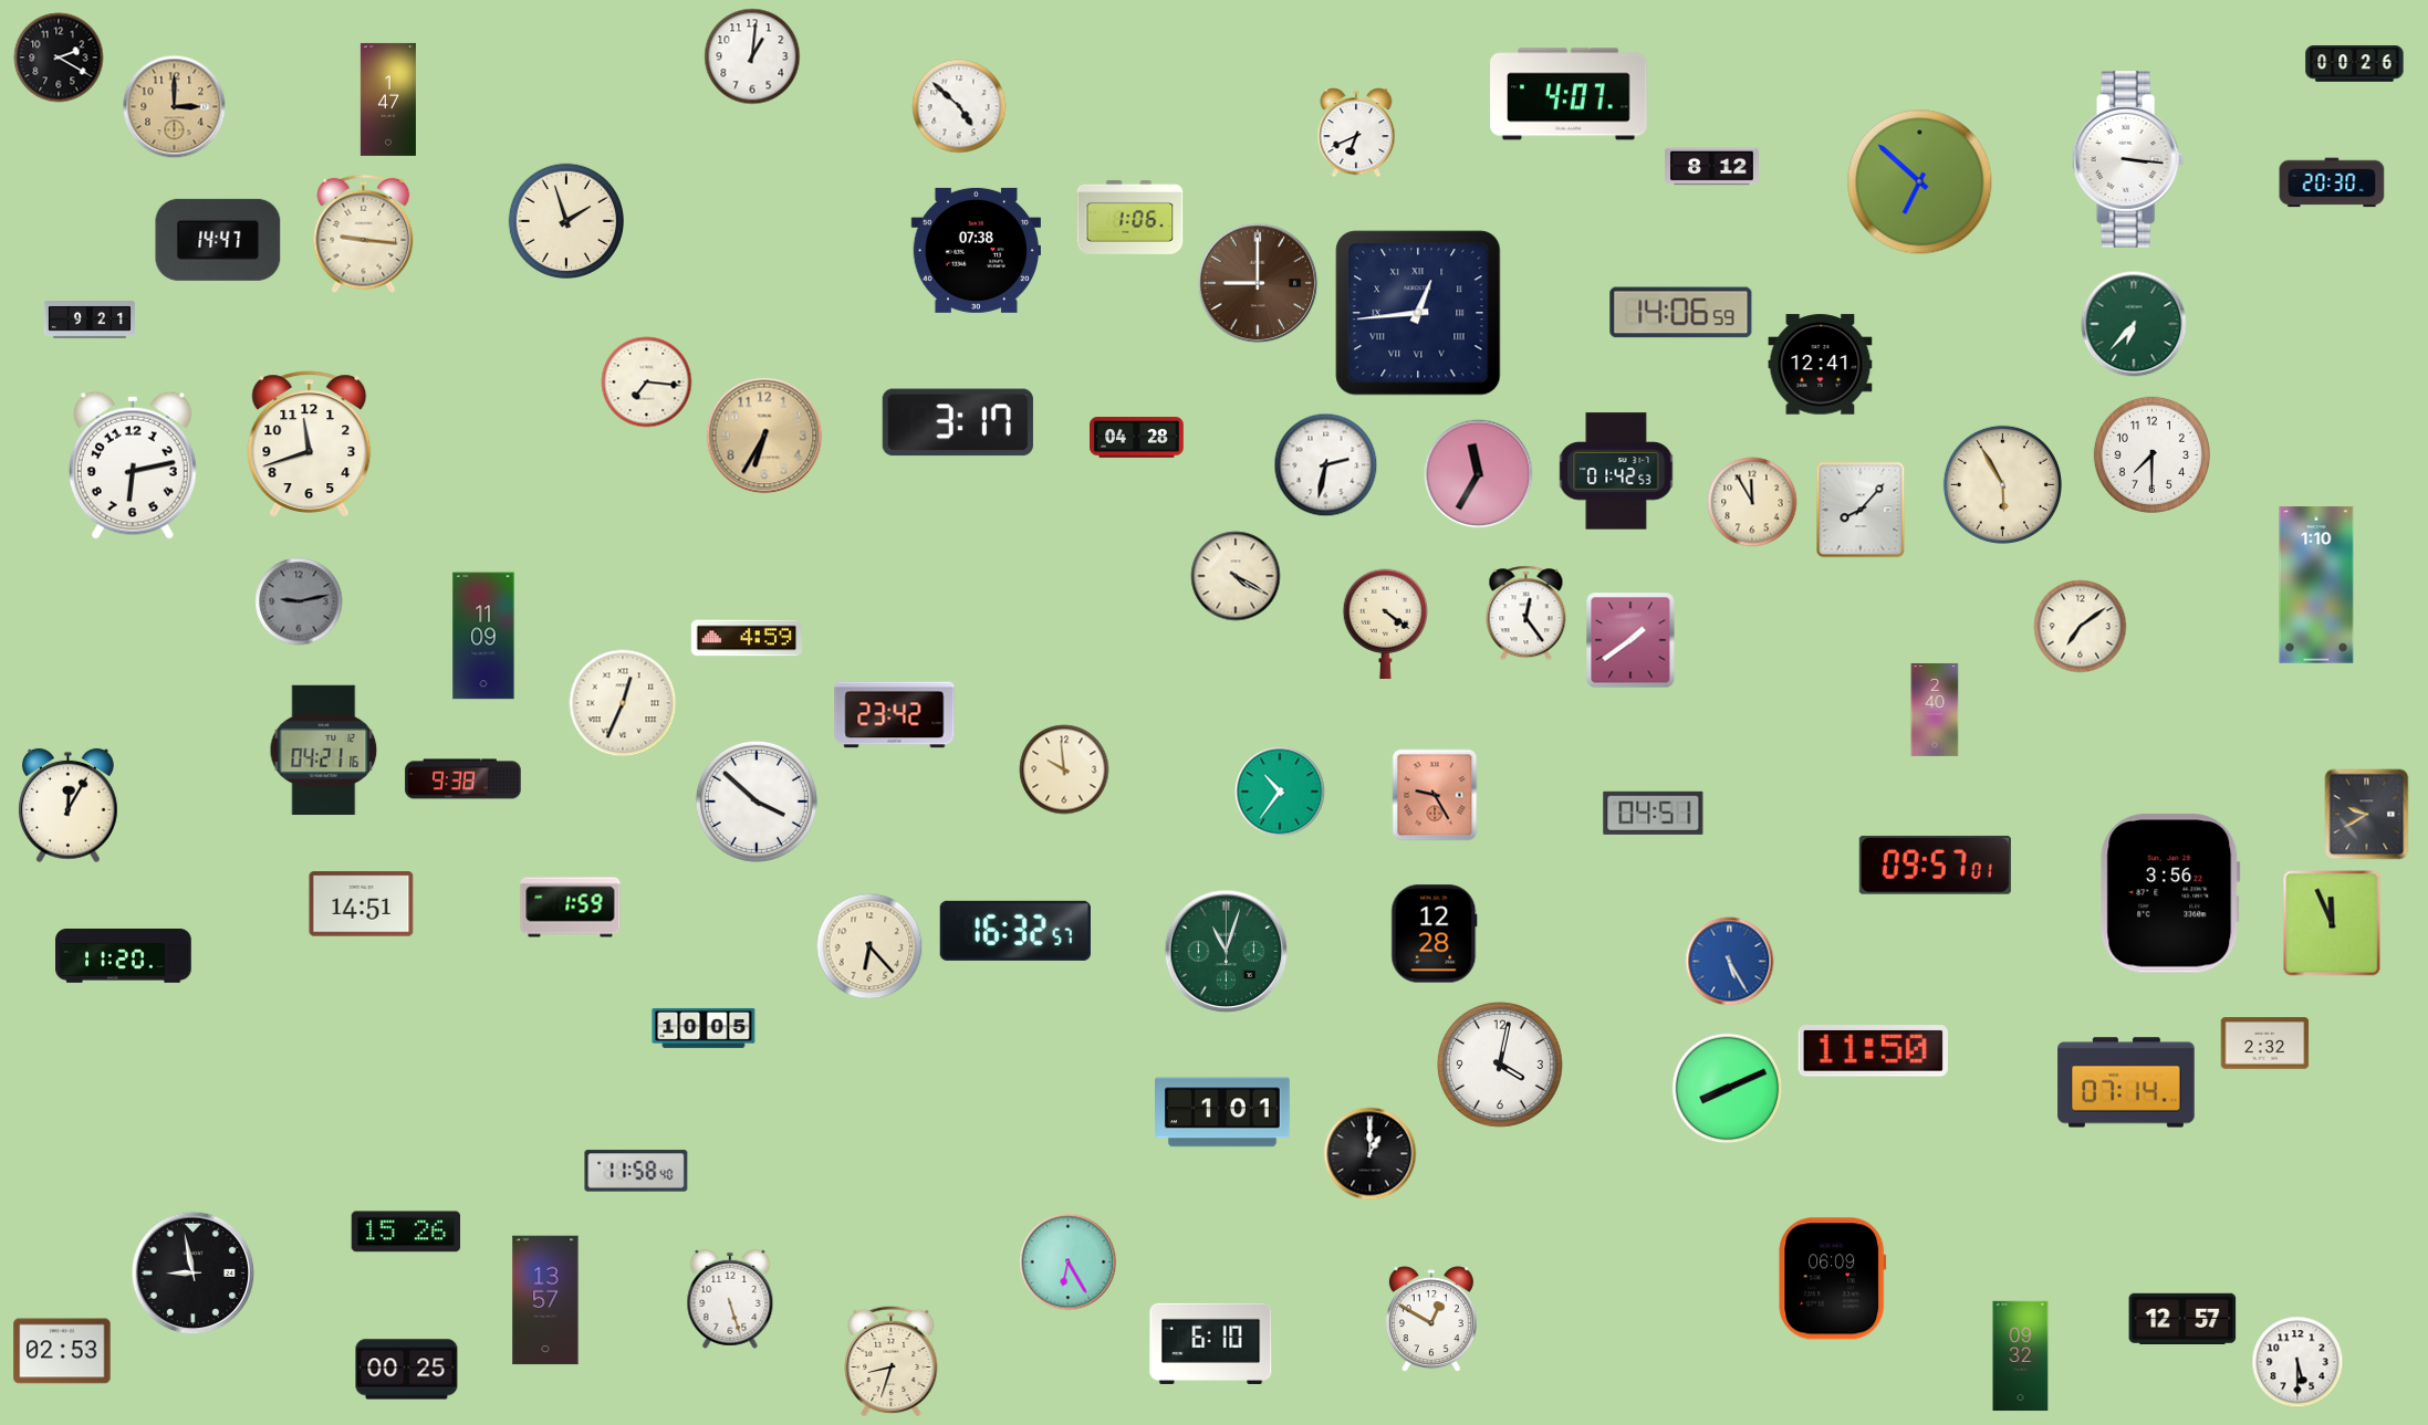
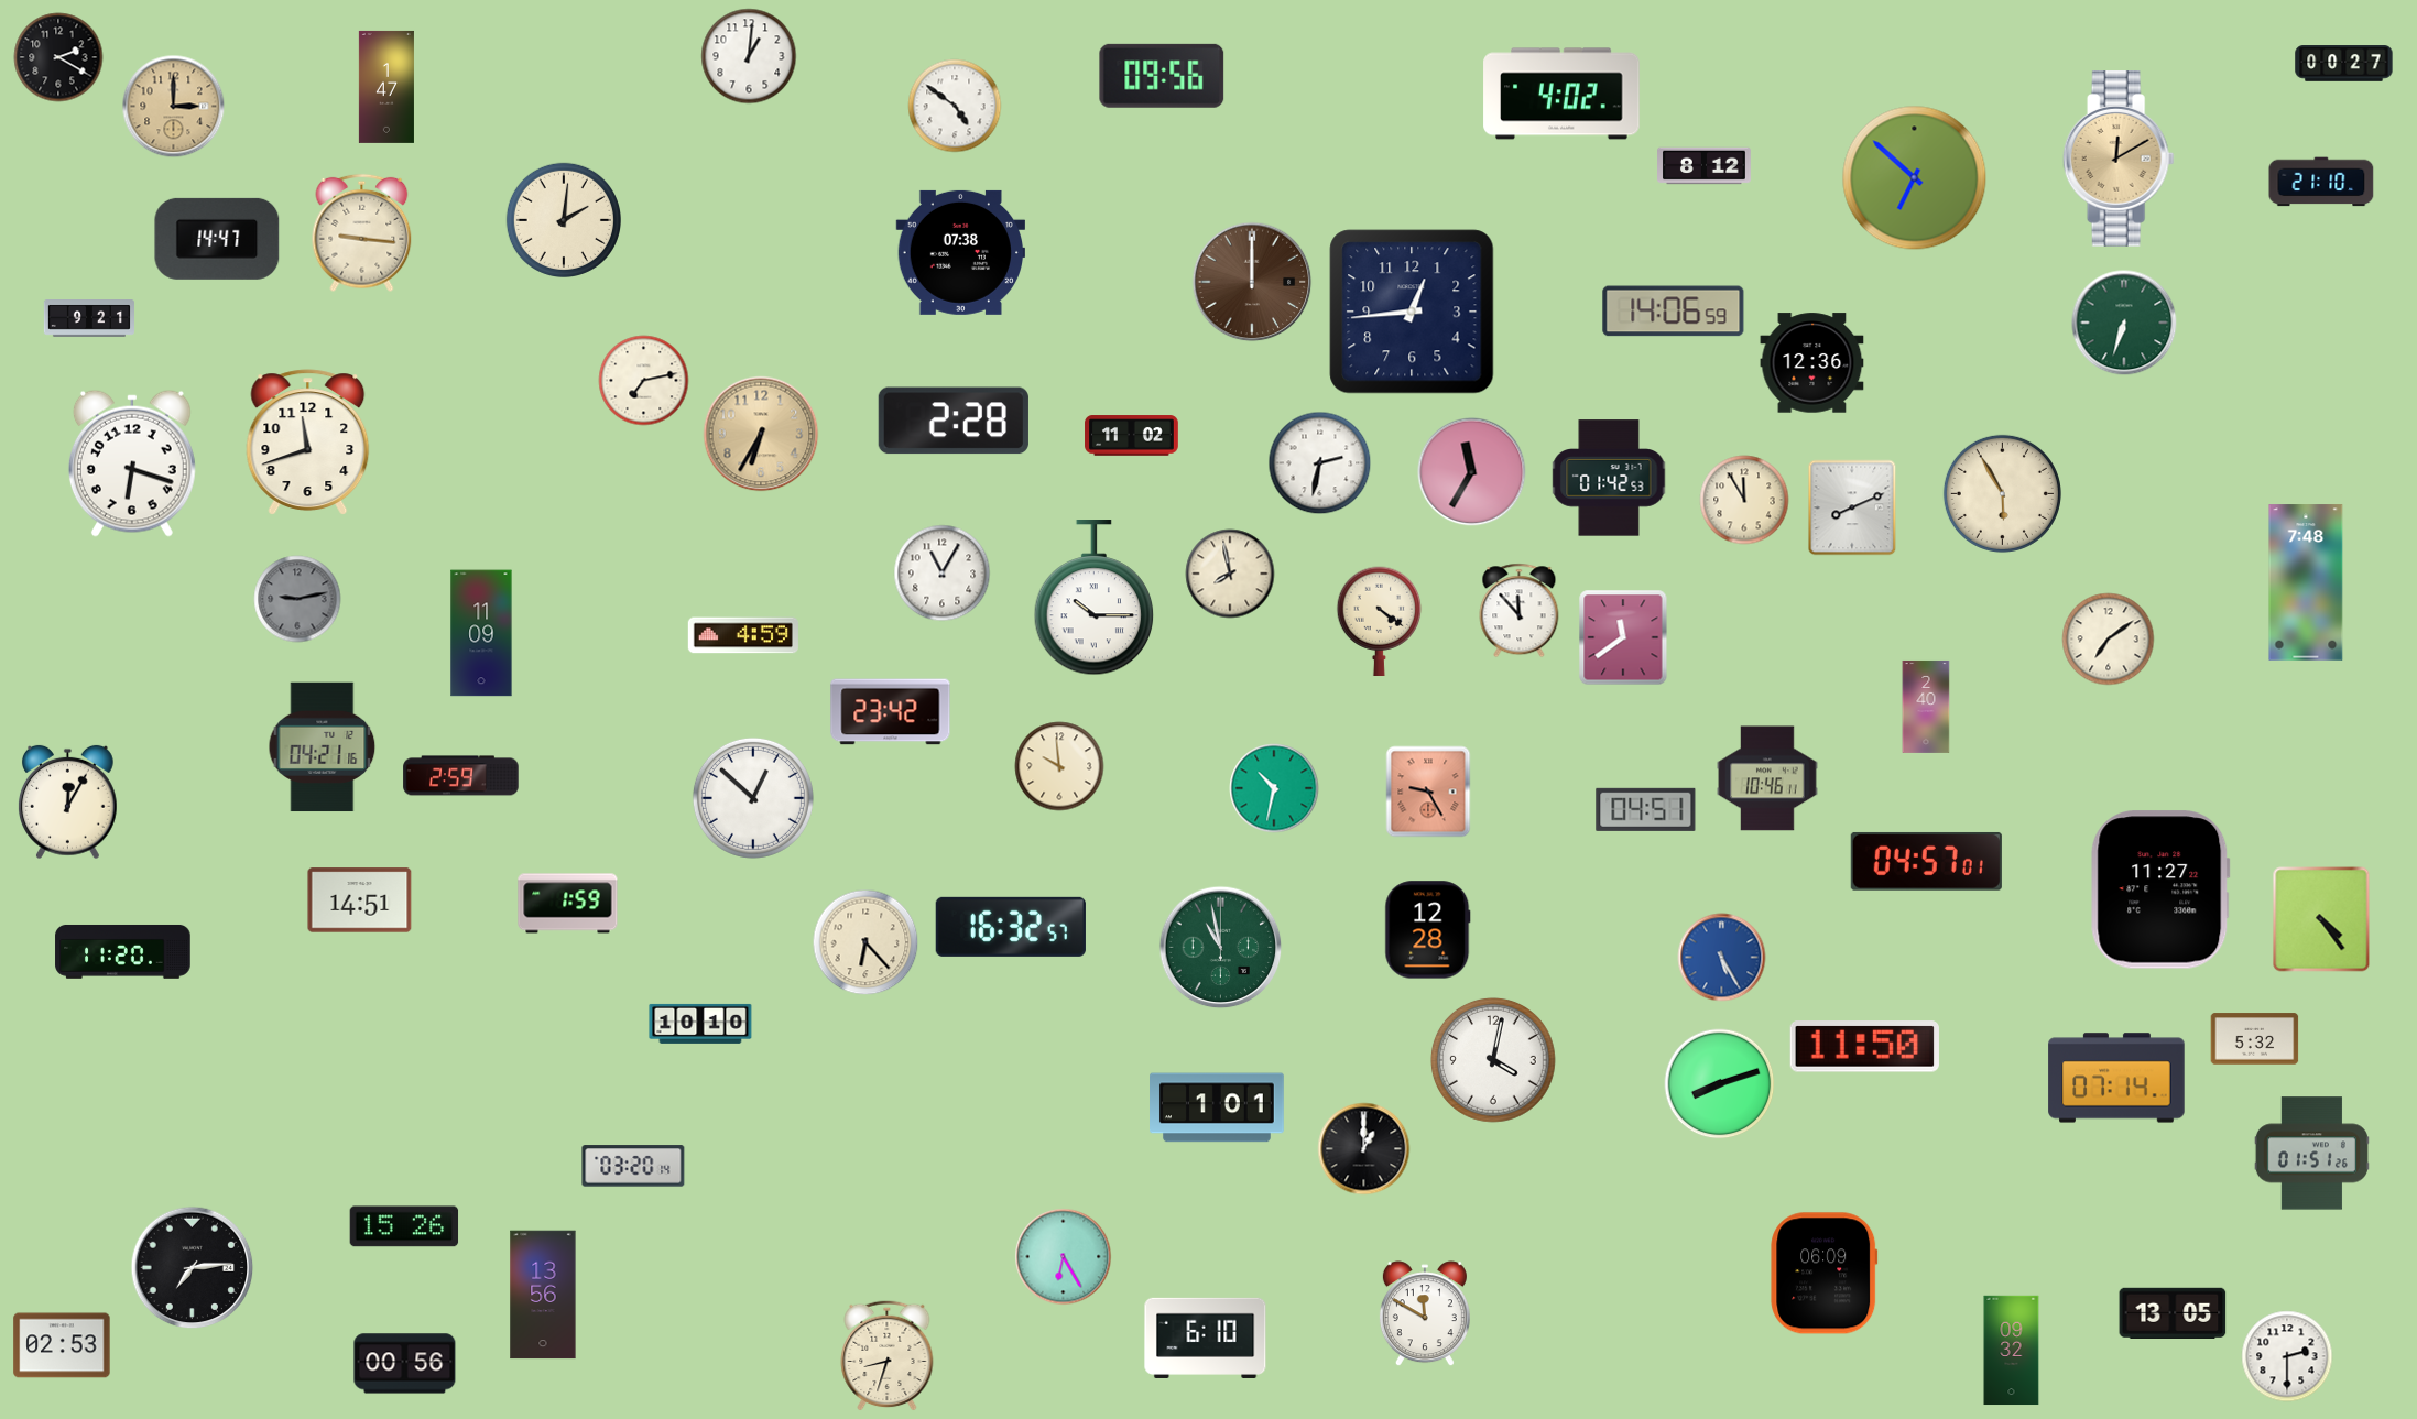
clock at (2355, 64): 00:26 -> 00:27
clock at (1162, 76): none -> 09:56
clock at (1569, 94): 4:07 -> 4:02
clock at (388, 99) position: (388, 99) -> (386, 87)
clock at (959, 106): 4:52 -> 4:51
clock at (1356, 133): 6:41 -> none
clock at (2128, 160): 3:16 -> 12:10
clock at (2128, 160) dial: white -> champagne
clock at (1920, 182) position: (1920, 182) -> (1915, 178)
clock at (2332, 182): 20:30 -> 21:10
clock at (1130, 217): 1:06 -> none
clock at (565, 220): 1:57 -> 2:01
clock at (976, 250) position: (976, 250) -> (960, 252)
clock at (1258, 283): 9:00 -> 12:00
clock at (1418, 313) numerals: Roman -> Arabic
clock at (2134, 324): 6:37 -> 6:33
clock at (1821, 365): 12:41 -> 12:36
clock at (647, 383): 7:16 -> 7:13
clock at (958, 422): 3:17 -> 2:28
clock at (1137, 438): 04:28 -> 11:02
clock at (2151, 454): 7:30 -> none
clock at (133, 465): 6:13 -> 6:18
clock at (1616, 471) position: (1616, 471) -> (1609, 478)
clock at (2002, 484) position: (2002, 484) -> (2002, 493)
clock at (1861, 510): 8:07 -> 8:11
clock at (943, 574): none -> 11:05
clock at (1236, 576): 4:20 -> 7:58
clock at (2316, 585): 1:10 -> 7:48
clock at (1095, 598): none -> 10:15
clock at (1526, 614): 12:24 -> 11:53
clock at (2081, 627) position: (2081, 627) -> (2109, 640)
clock at (1630, 640): 1:39 -> 11:39
clock at (623, 703): 12:34 -> none
clock at (463, 779): 9:38 -> 2:59
clock at (1767, 778): none -> 10:46
clock at (1280, 792): 10:36 -> 10:32
clock at (757, 801): 3:52 -> 12:52
clock at (2367, 815): 9:40 -> none
clock at (1935, 865): 09:57 -> 04:57
clock at (2170, 893): 3:56 -> 11:27
clock at (2332, 923): 11:56 -> 4:24
clock at (1227, 952): 11:03 -> 10:58
clock at (704, 1028): 10:05 -> 10:10
clock at (2265, 1044): 2:32 -> 5:32
clock at (1728, 1089): 8:11 -> 8:12
clock at (2311, 1154): none -> 01:51
clock at (636, 1171): 11:58 -> 03:20
clock at (194, 1274): 8:58 -> 7:14
clock at (730, 1299): 5:27 -> none
clock at (545, 1300): 13:57 -> 13:56
clock at (2182, 1319): 12:57 -> 13:05
clock at (1431, 1320): 12:50 -> 11:50
clock at (2297, 1362): 5:30 -> 2:30
clock at (407, 1370): 00:25 -> 00:56
